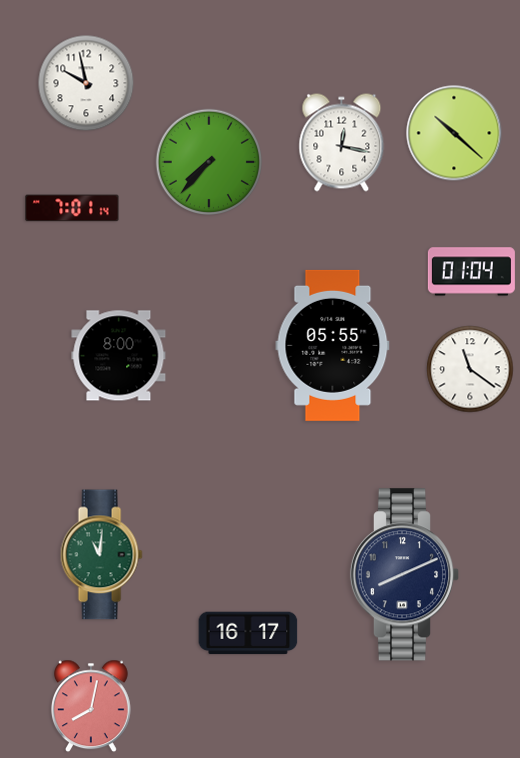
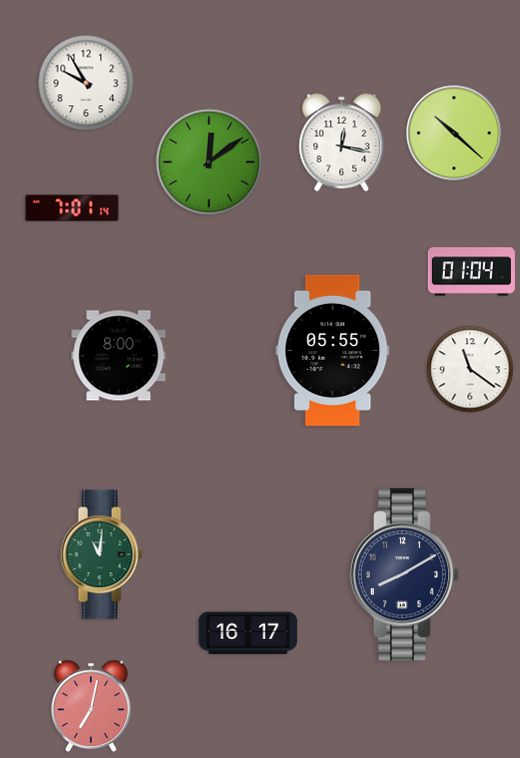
clock at (86, 83): 9:58 -> 9:55
clock at (208, 161): 7:37 -> 12:09
clock at (333, 345) position: (333, 345) -> (333, 350)
clock at (405, 575): 8:11 -> 8:10
clock at (91, 706): 8:02 -> 7:02
